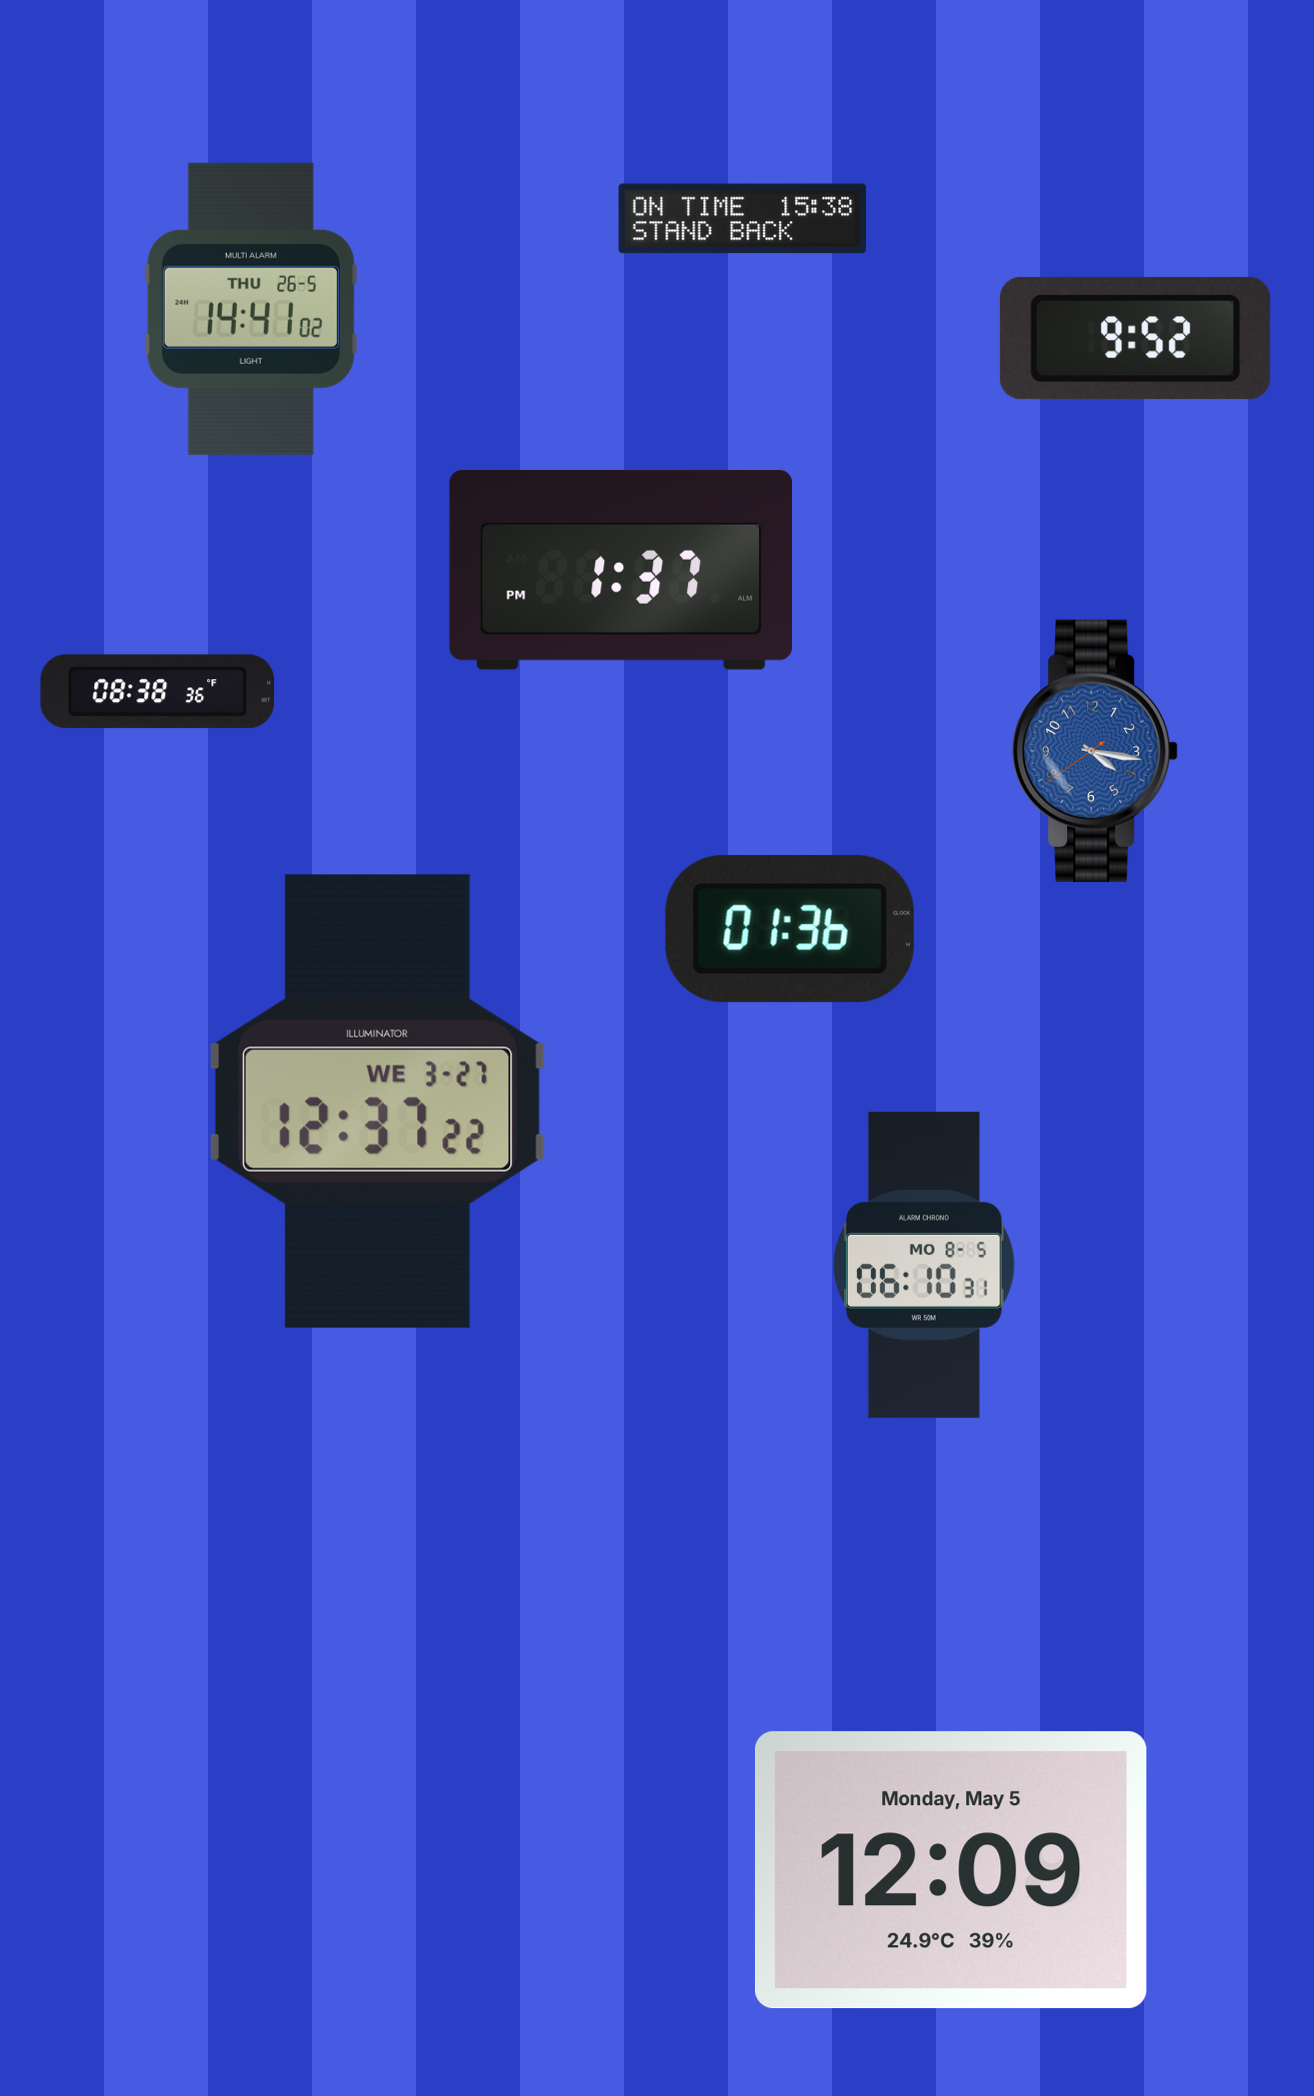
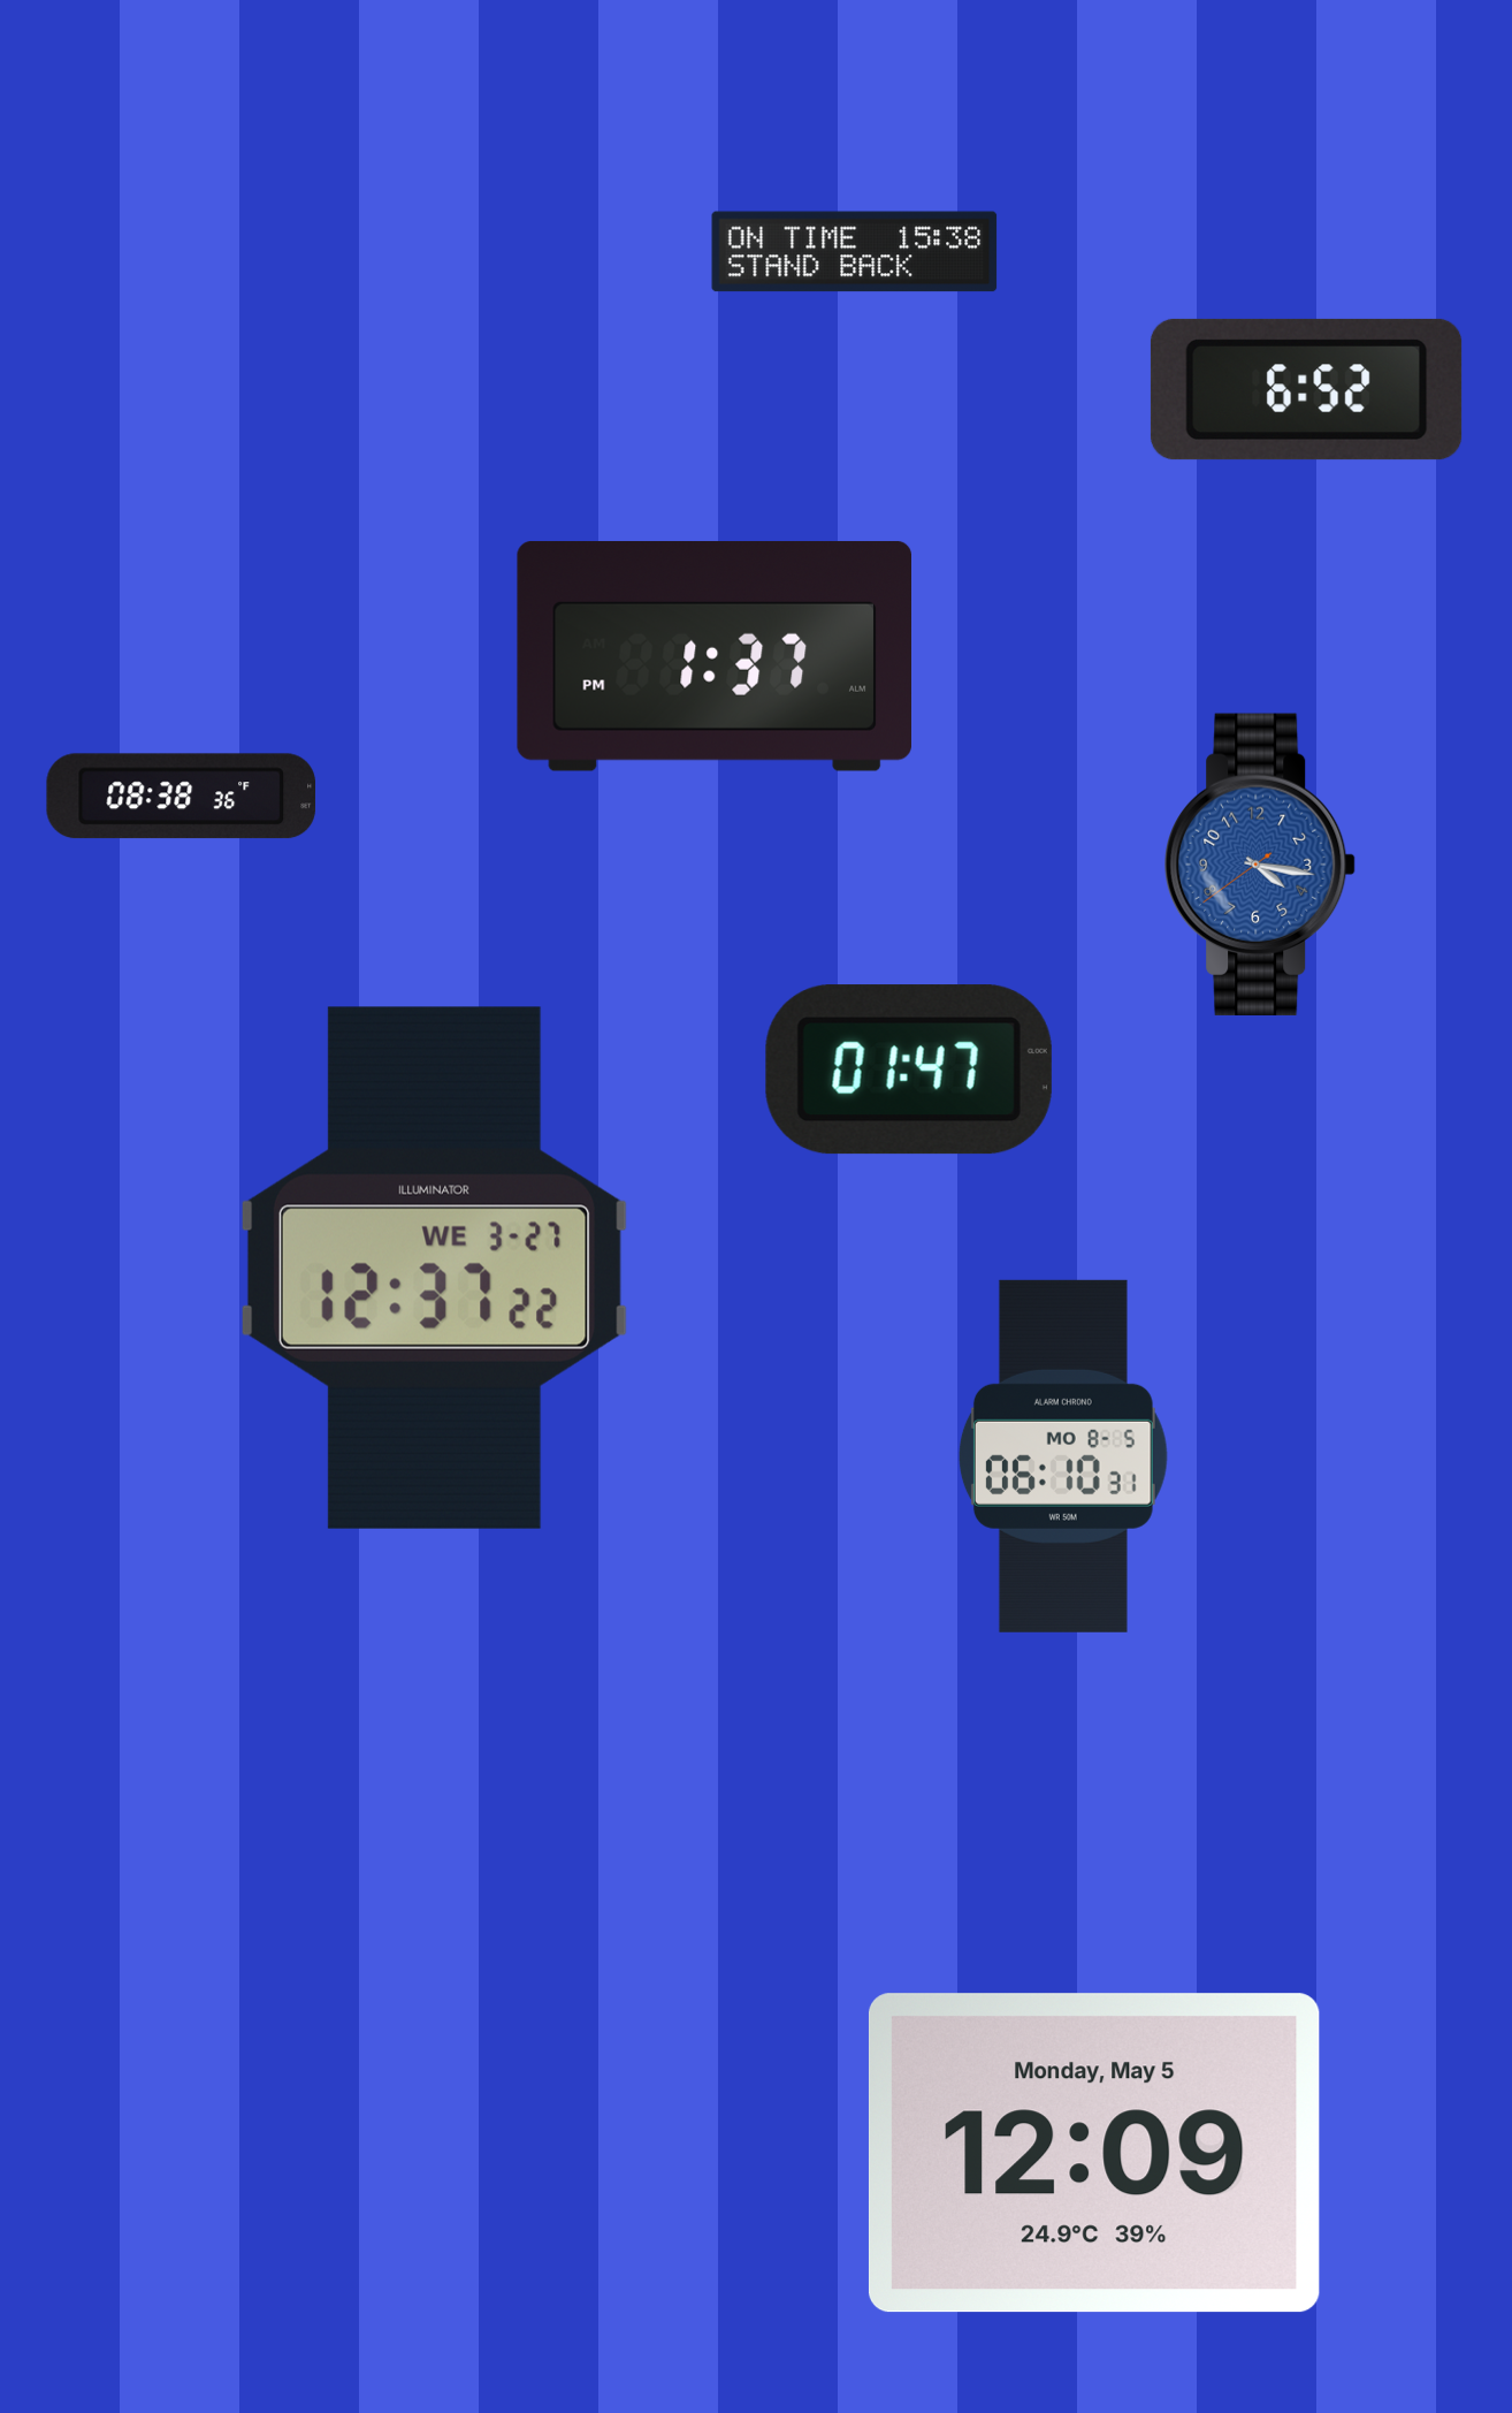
clock at (251, 309): 14:41 -> none
clock at (1135, 338): 9:52 -> 6:52
clock at (790, 929): 01:36 -> 01:47
